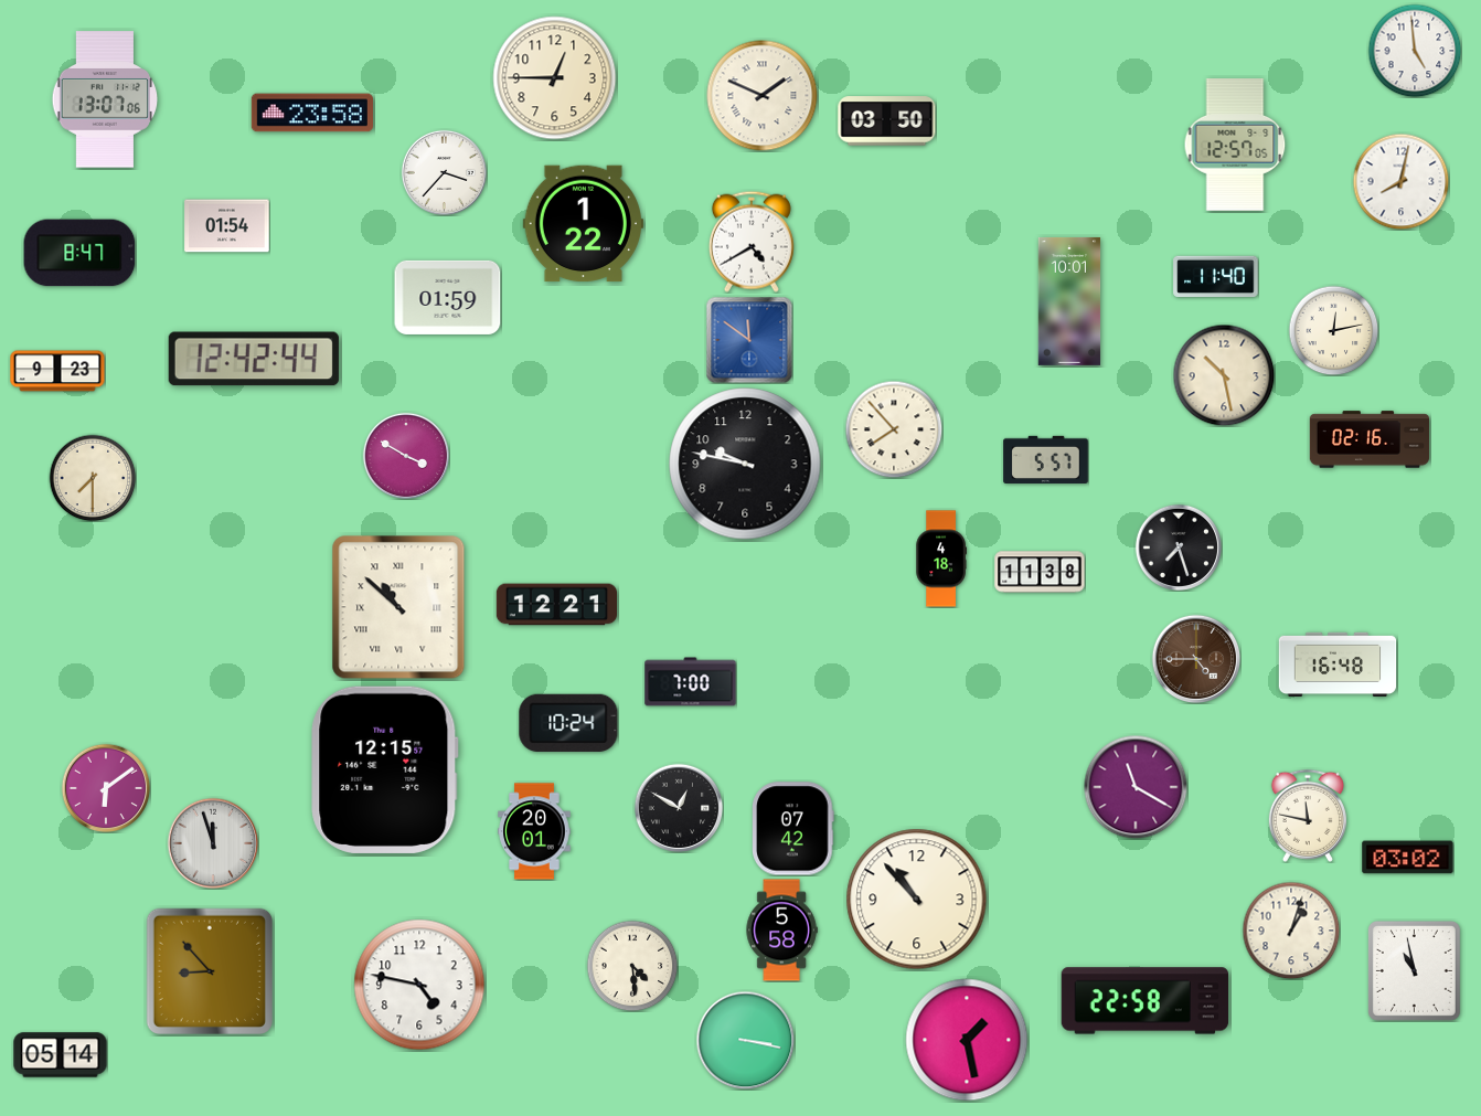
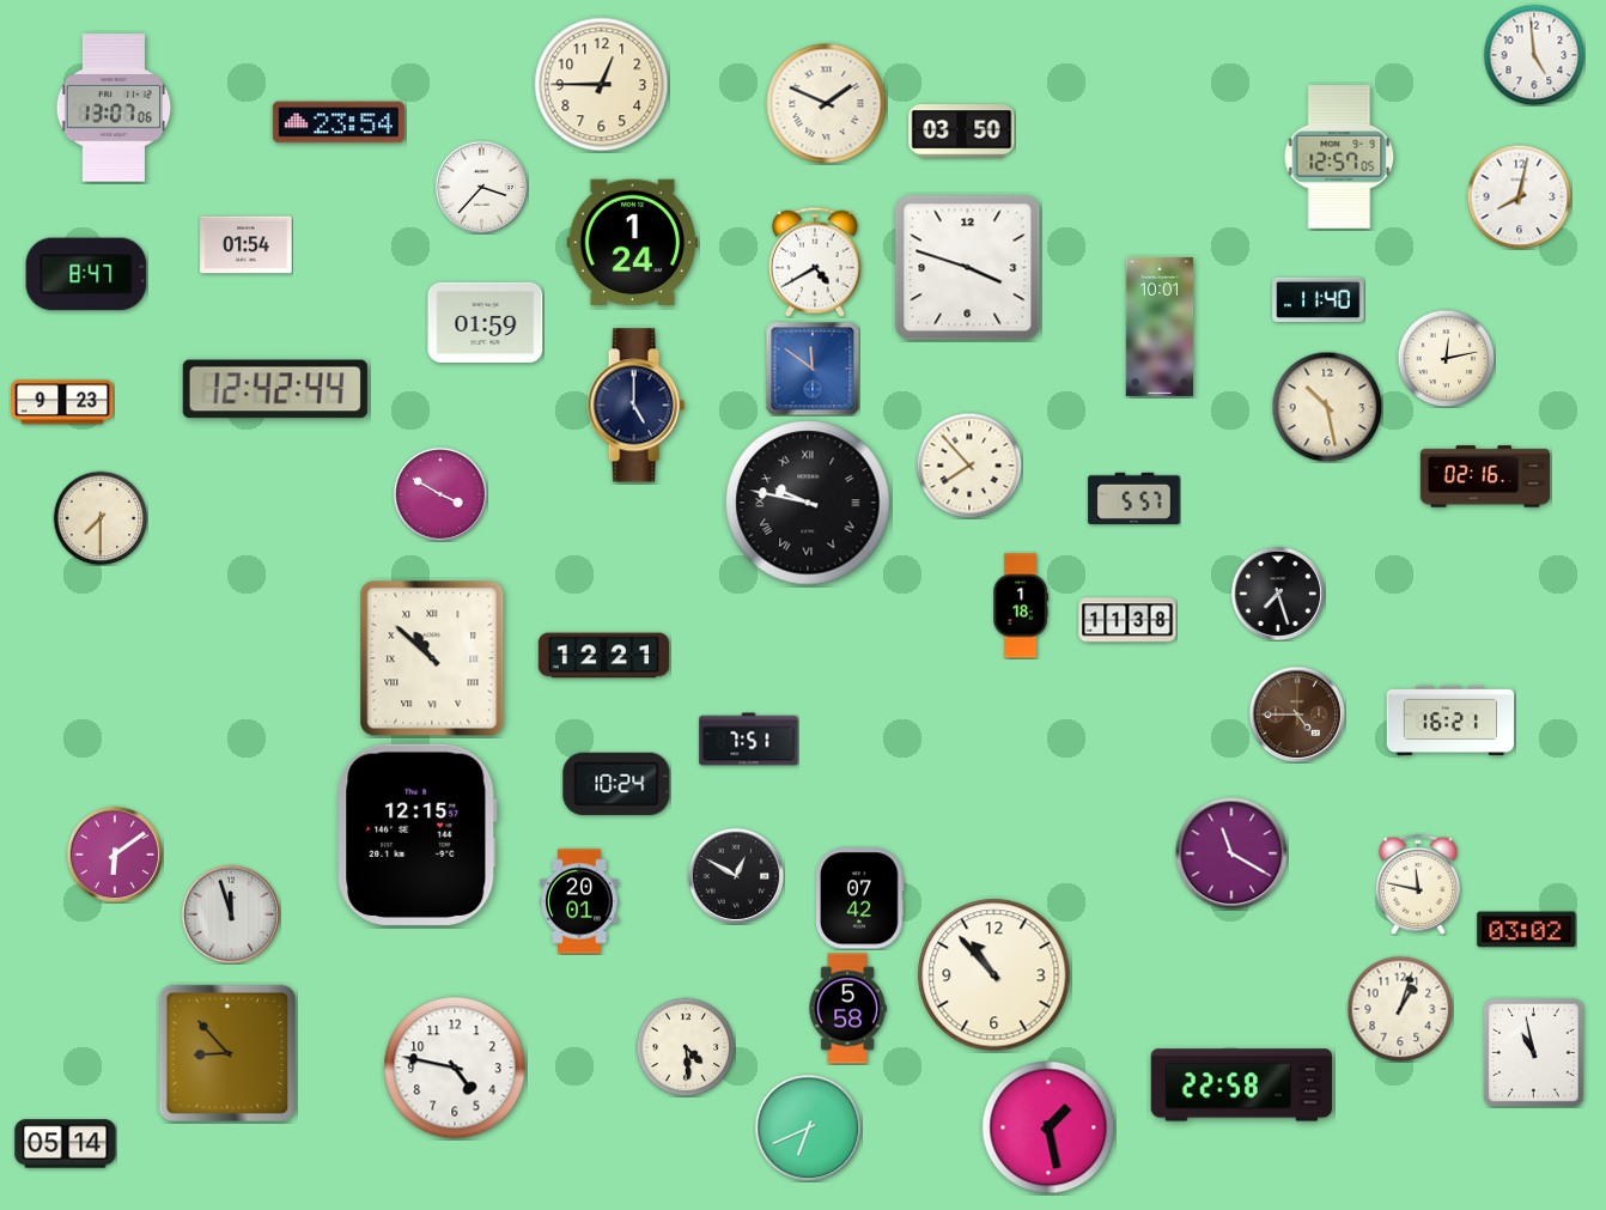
clock at (312, 113): 23:58 -> 23:54
clock at (583, 224): 1:22 -> 1:24
clock at (968, 268): none -> 3:48
clock at (635, 406): none -> 5:00
clock at (745, 464) numerals: Arabic -> Roman
clock at (941, 559): 4:18 -> 1:18
clock at (1338, 665): 16:48 -> 16:21
clock at (691, 682): 7:00 -> 7:51
clock at (745, 1040): 3:17 -> 6:41
